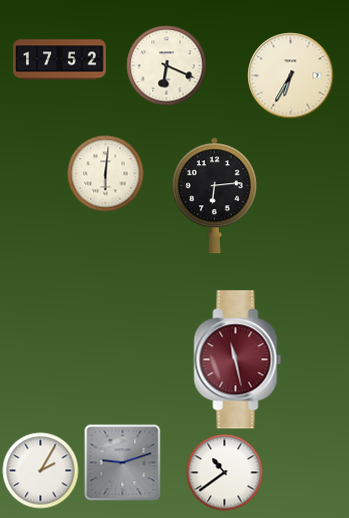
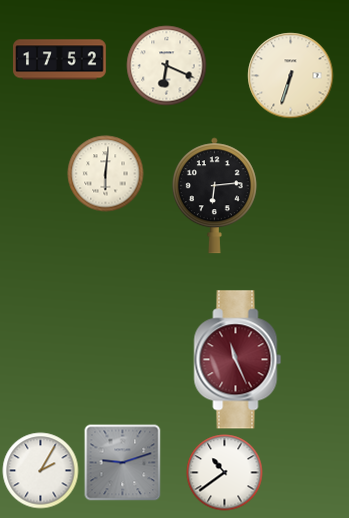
clock at (291, 76): 6:35 -> 6:33
clock at (238, 360): 11:28 -> 11:26
